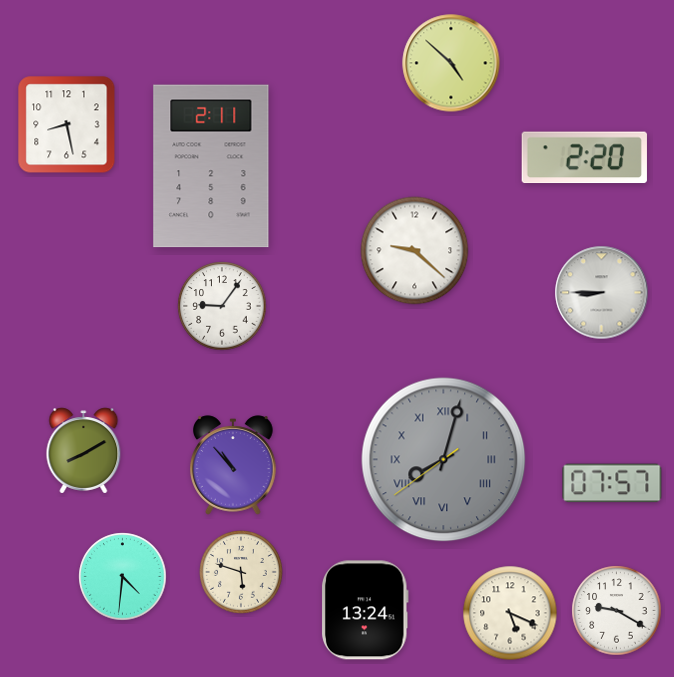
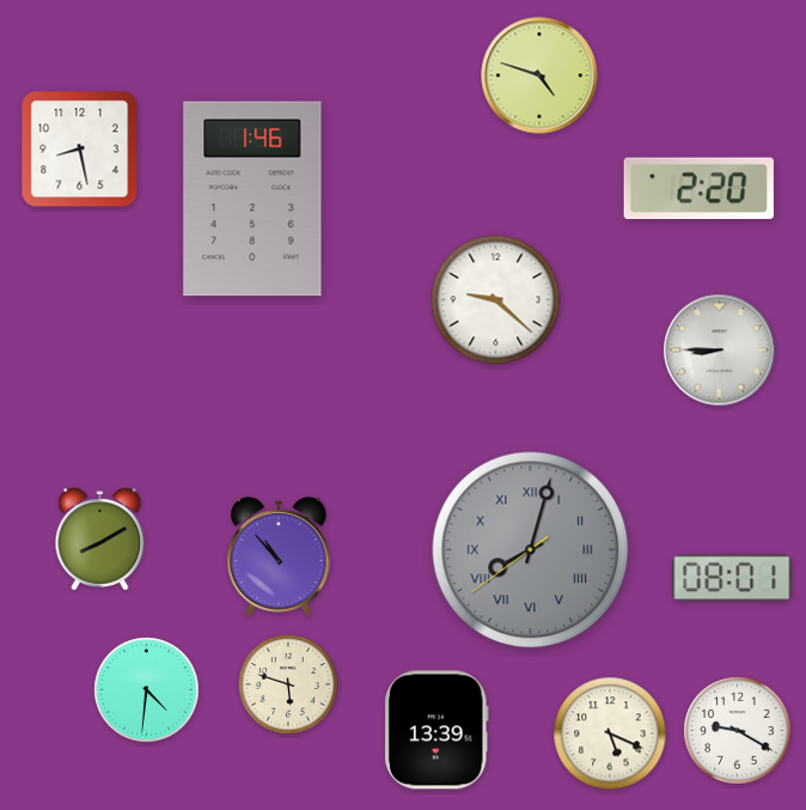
clock at (451, 63): 4:52 -> 4:48
clock at (211, 166): 2:11 -> 1:46
clock at (222, 306): 9:06 -> none
clock at (612, 483): 07:57 -> 08:01
clock at (365, 610): 13:24 -> 13:39
